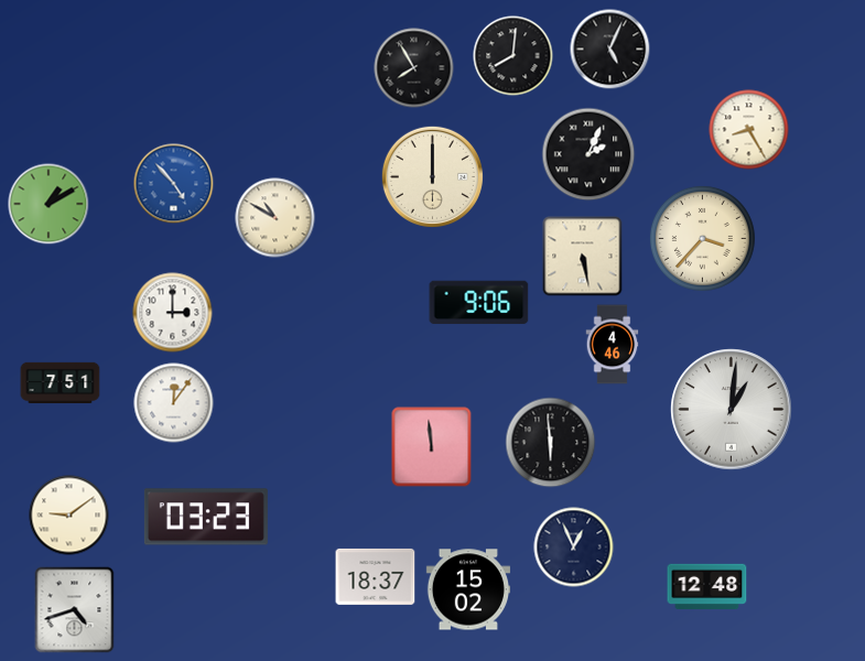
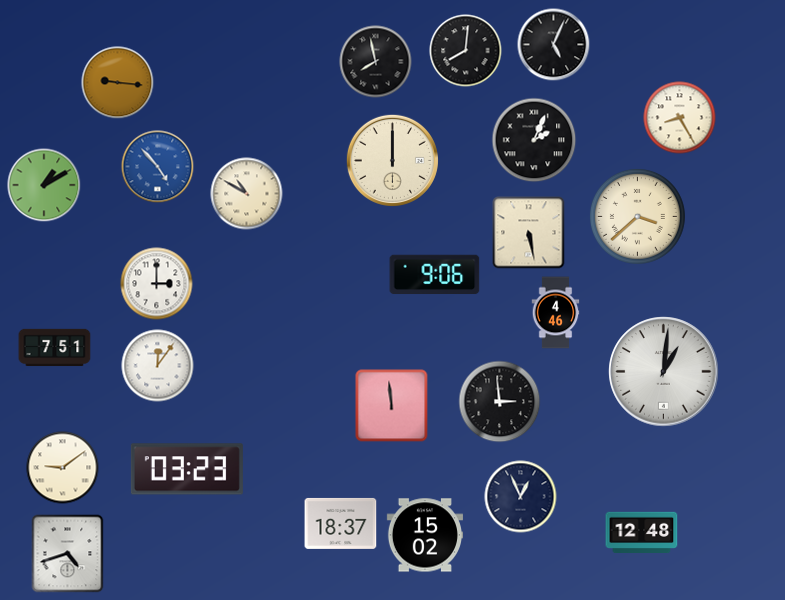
clock at (414, 68): 7:55 -> 7:58
clock at (118, 83): none -> 9:16
clock at (275, 218) position: (275, 218) -> (247, 194)
clock at (702, 238): 3:37 -> 3:38
clock at (551, 443): 5:59 -> 2:59
